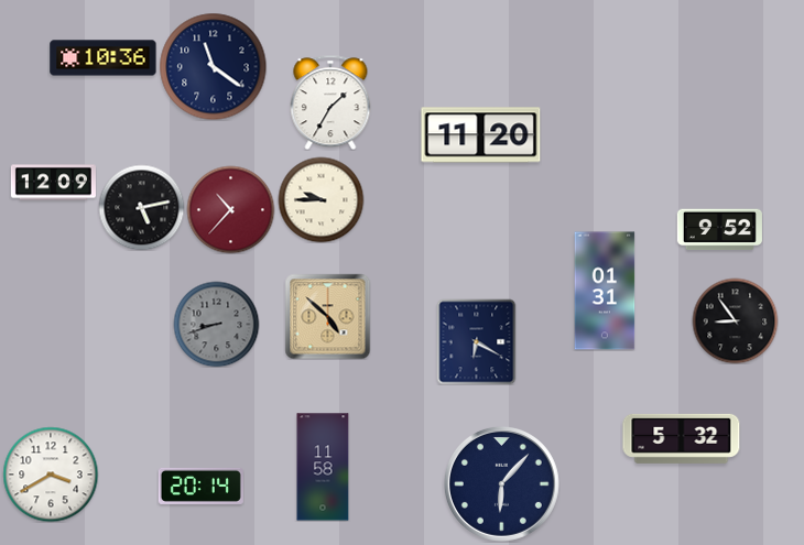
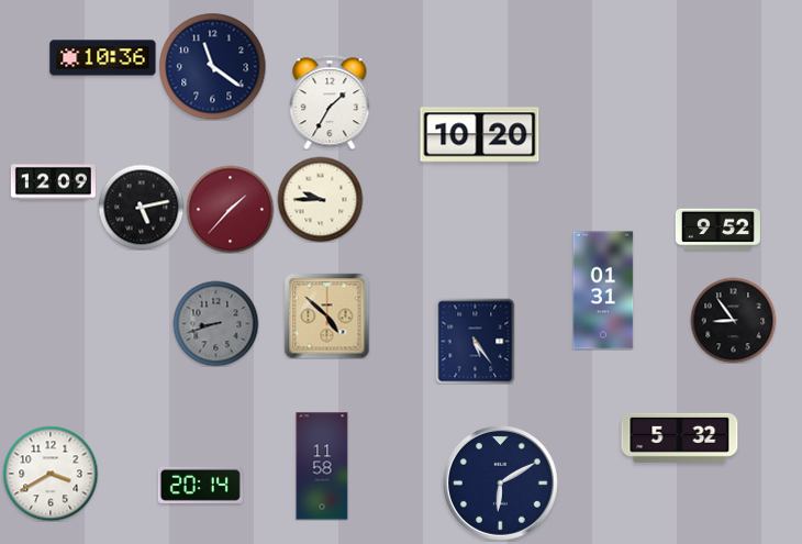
clock at (481, 135): 11:20 -> 10:20
clock at (230, 209): 10:37 -> 1:37
clock at (477, 341): 6:20 -> 5:24
clock at (501, 483): 6:07 -> 6:10
